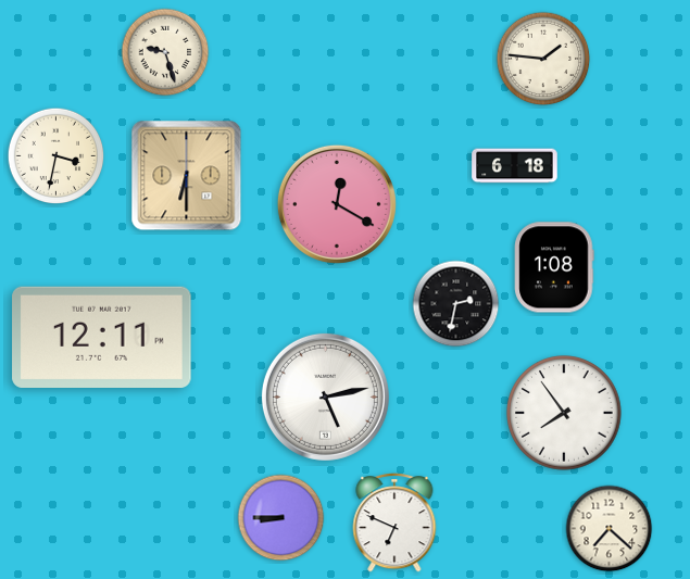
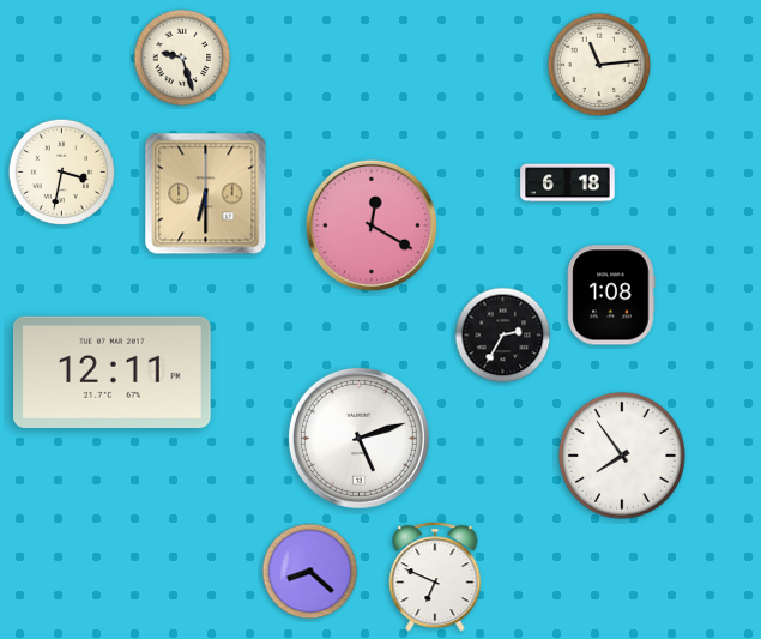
clock at (543, 59): 1:46 -> 11:14
clock at (456, 304): 2:32 -> 2:35
clock at (325, 397): 5:13 -> 5:12
clock at (281, 518): 8:45 -> 8:22
clock at (610, 529): 7:22 -> none
